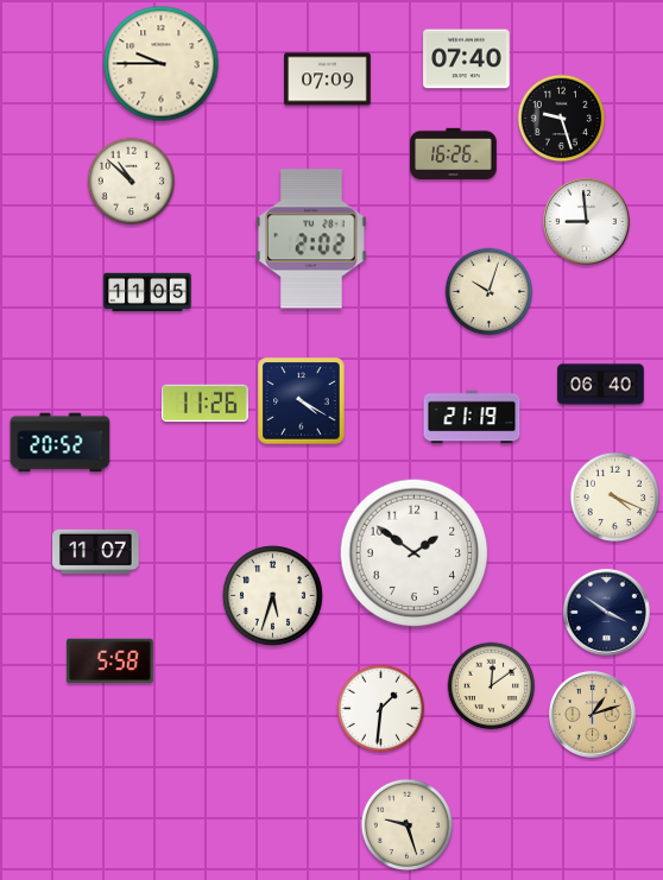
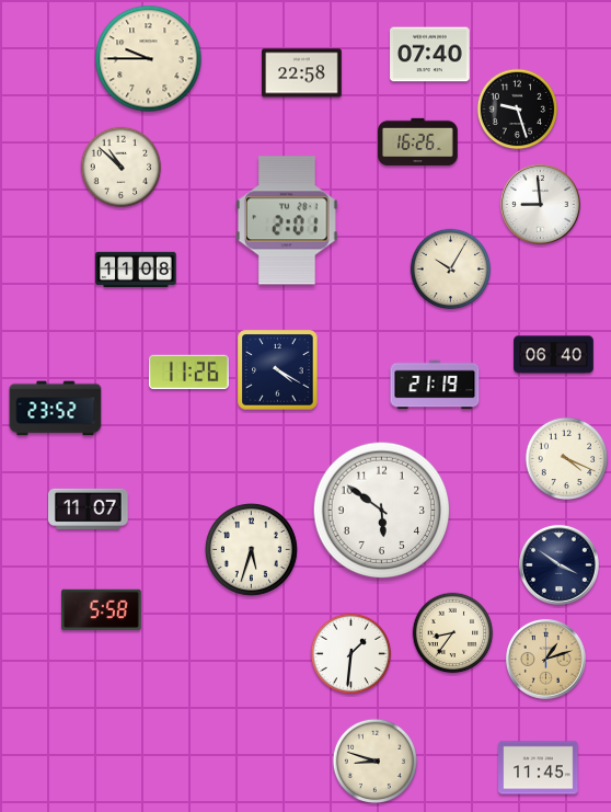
clock at (328, 80): 07:09 -> 22:58
clock at (312, 239): 2:02 -> 2:01
clock at (147, 292): 11:05 -> 11:08
clock at (490, 292): 10:03 -> 10:05
clock at (61, 443): 20:52 -> 23:52
clock at (415, 553): 1:51 -> 5:51
clock at (492, 686): 12:09 -> 8:36
clock at (406, 824): 9:27 -> 8:48
clock at (539, 768): none -> 11:45
